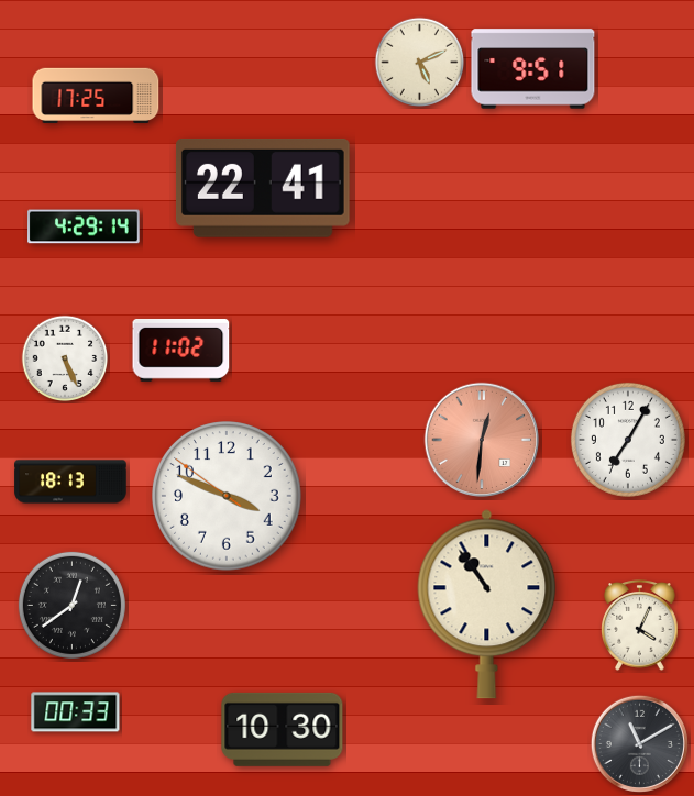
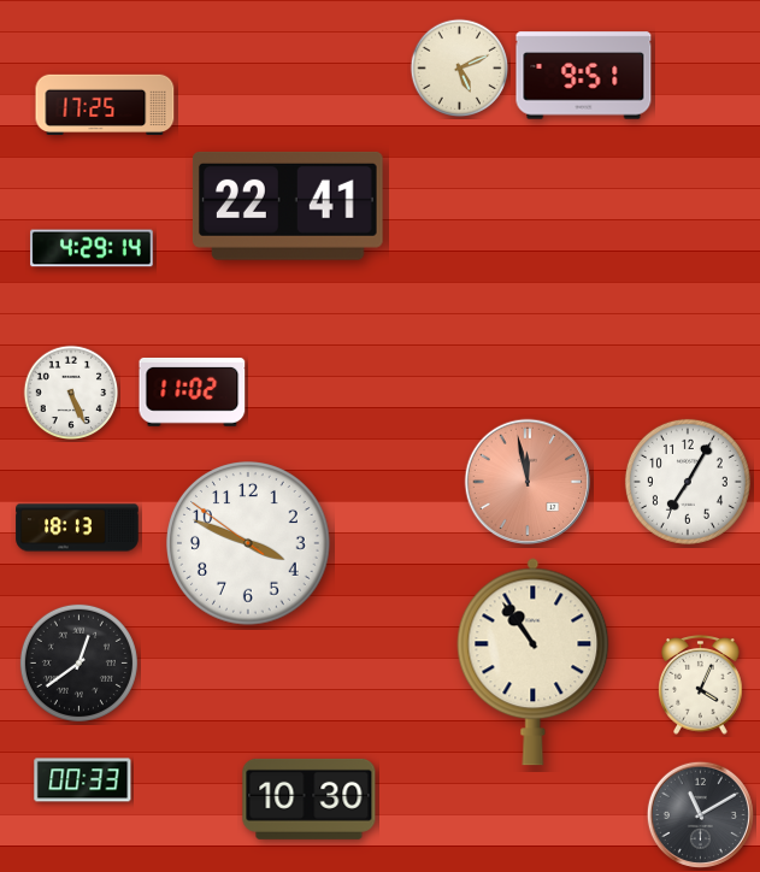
clock at (181, 350) position: (181, 350) -> (193, 391)
clock at (482, 440): 12:31 -> 11:58
